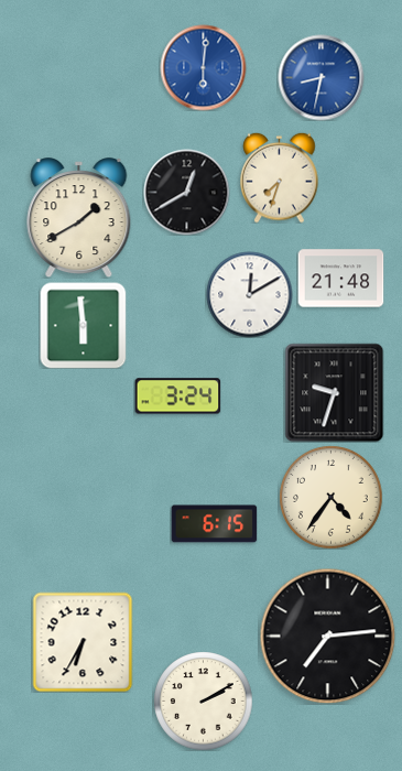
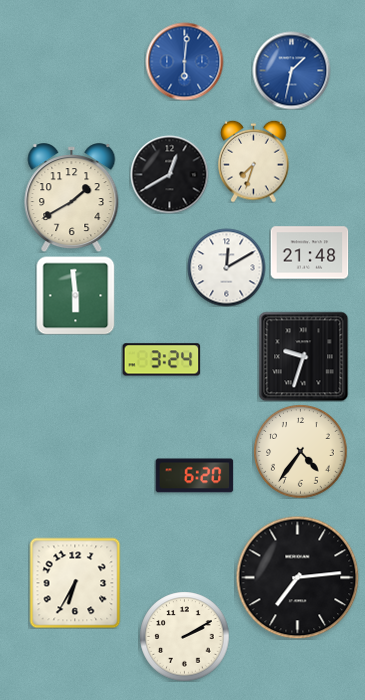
clock at (320, 77): 8:32 -> 1:32
clock at (214, 524): 6:15 -> 6:20
